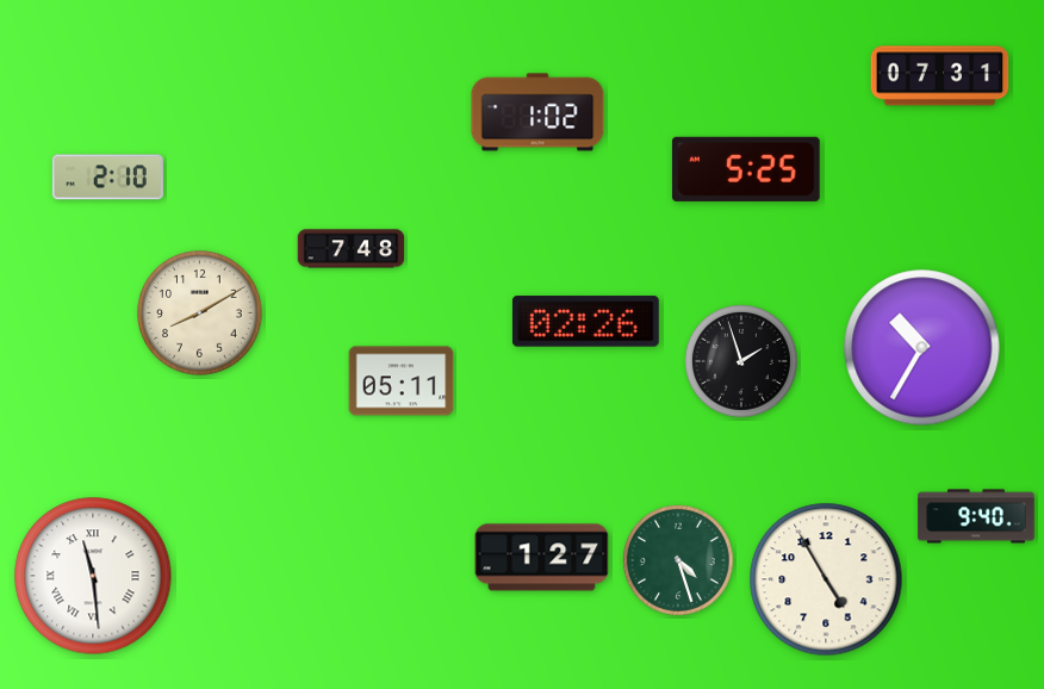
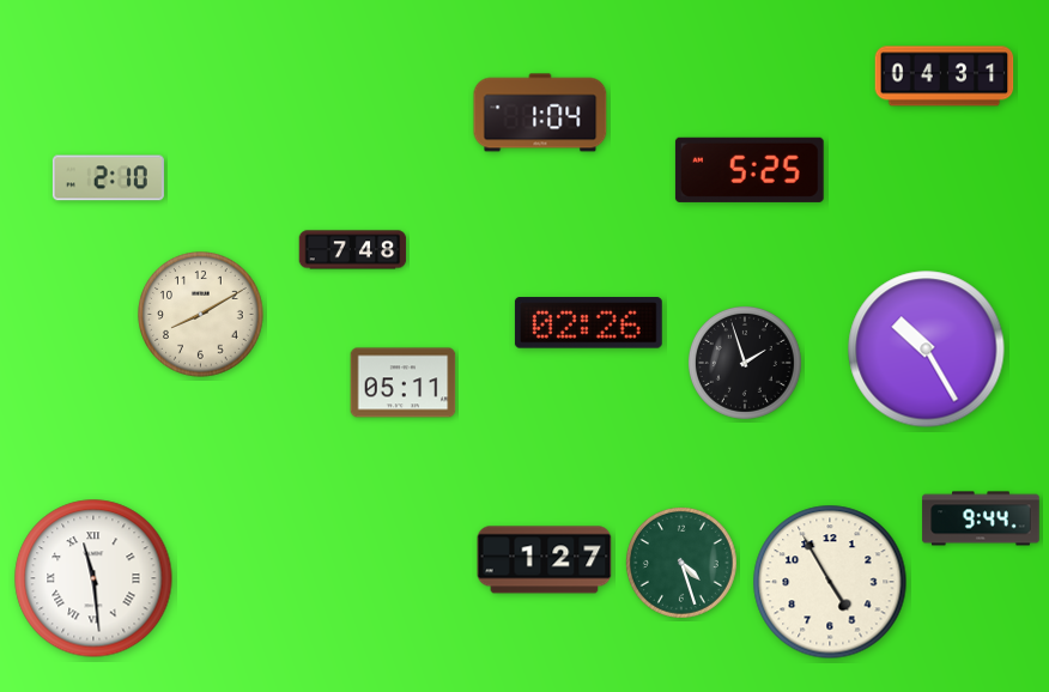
clock at (940, 76): 07:31 -> 04:31
clock at (537, 112): 1:02 -> 1:04
clock at (922, 348): 10:35 -> 10:25
clock at (976, 516): 9:40 -> 9:44
